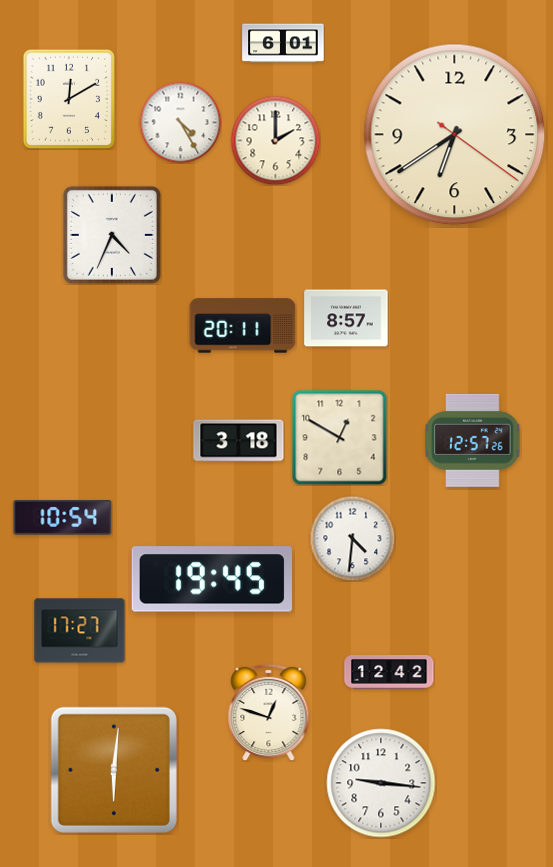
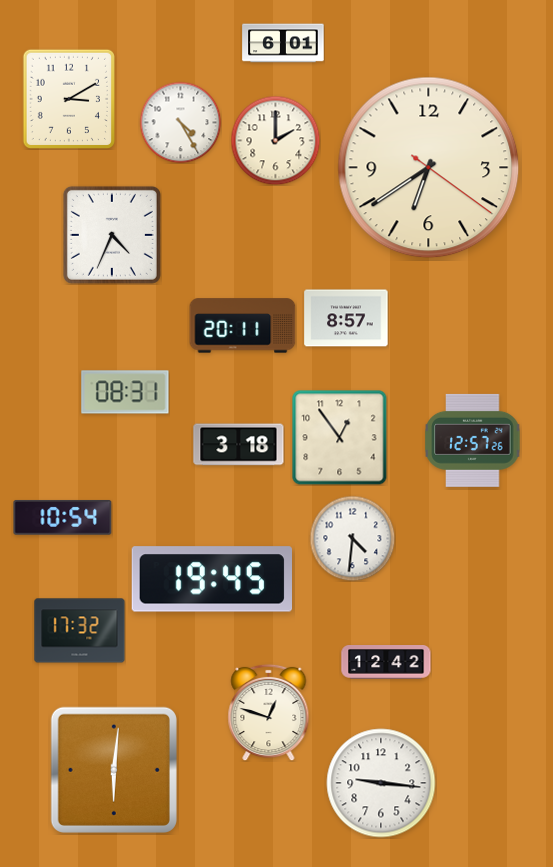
clock at (68, 98): 12:10 -> 3:10
clock at (455, 135) position: (455, 135) -> (429, 168)
clock at (125, 392): none -> 08:31
clock at (339, 437): 12:50 -> 12:54
clock at (239, 441) position: (239, 441) -> (239, 445)
clock at (80, 631): 17:27 -> 17:32
clock at (389, 672) position: (389, 672) -> (386, 662)
